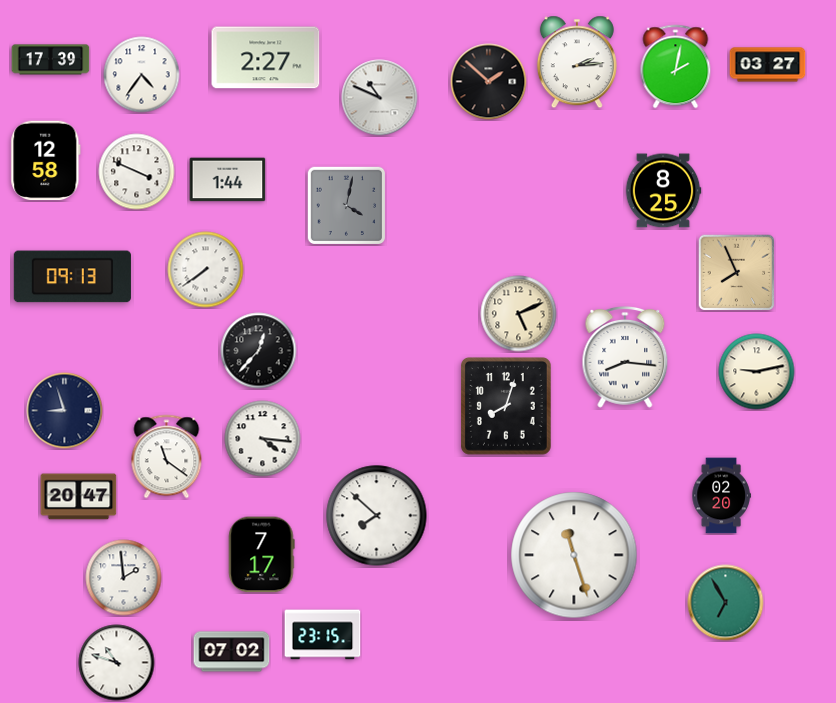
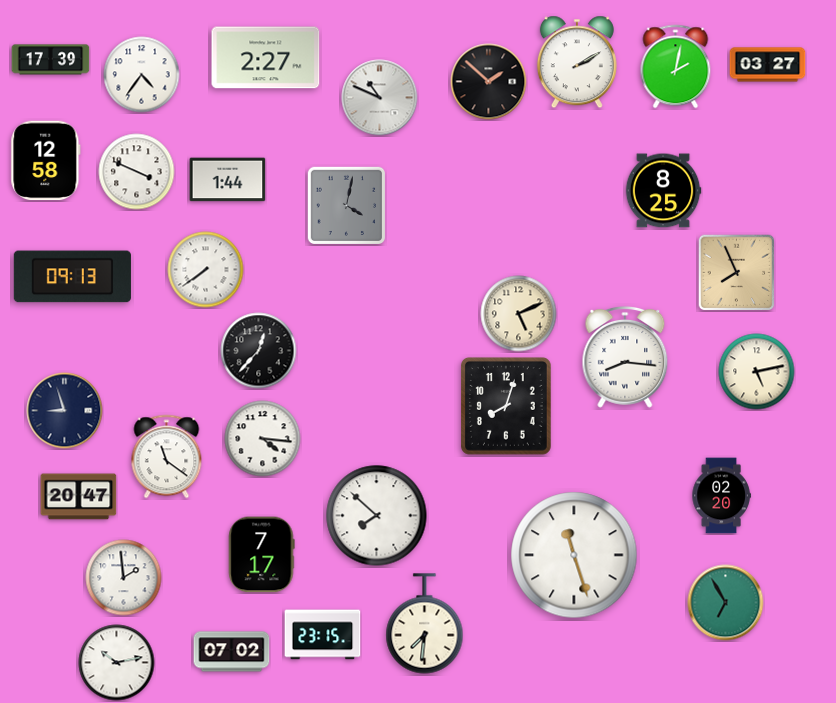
clock at (577, 62): 2:14 -> 2:10
clock at (757, 372): 9:13 -> 5:13
clock at (425, 624): none -> 7:31
clock at (117, 663): 10:48 -> 10:13
